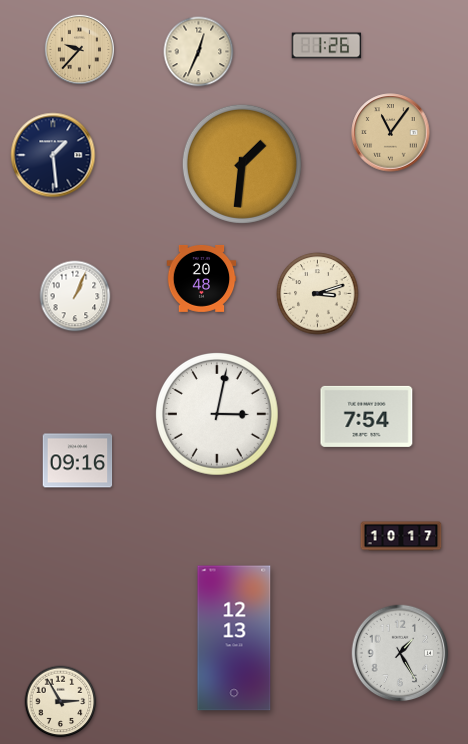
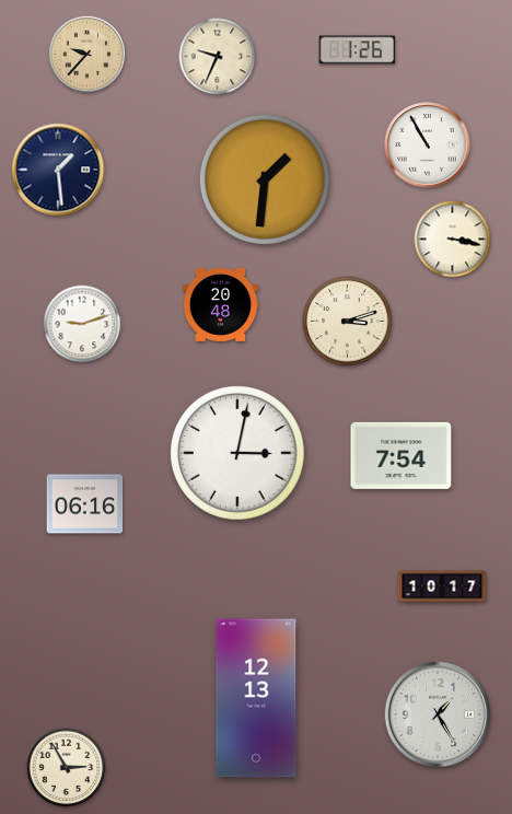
clock at (199, 52): 12:34 -> 9:34
clock at (391, 133): 11:06 -> 10:55
clock at (391, 133) dial: champagne -> white
clock at (453, 240): none -> 3:17
clock at (75, 296): 1:04 -> 9:12
clock at (78, 461): 09:16 -> 06:16
clock at (401, 536) position: (401, 536) -> (442, 586)
